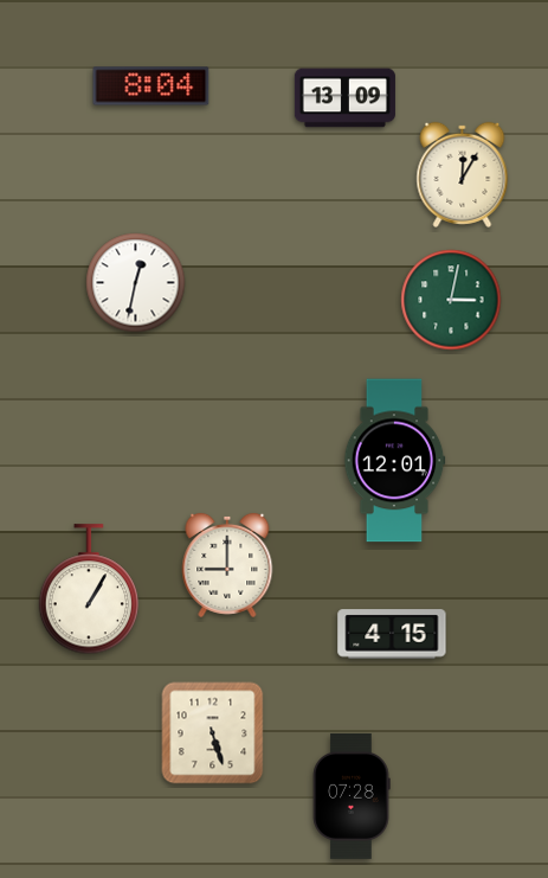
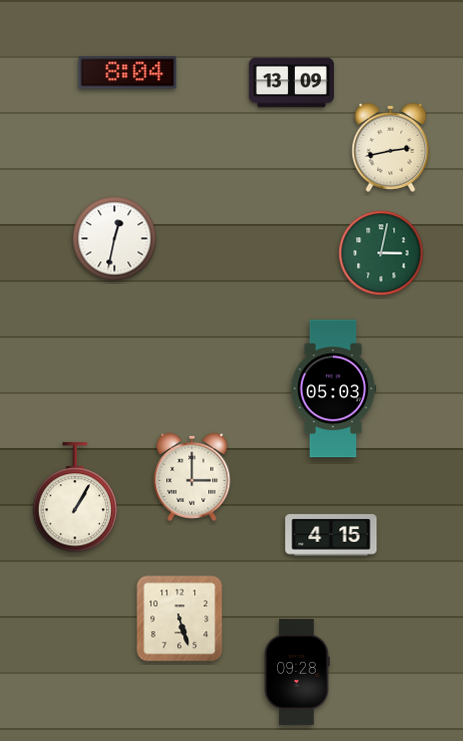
clock at (463, 174): 12:05 -> 2:43
clock at (394, 461): 12:01 -> 05:03
clock at (227, 565): 9:00 -> 3:00
clock at (352, 796): 07:28 -> 09:28
